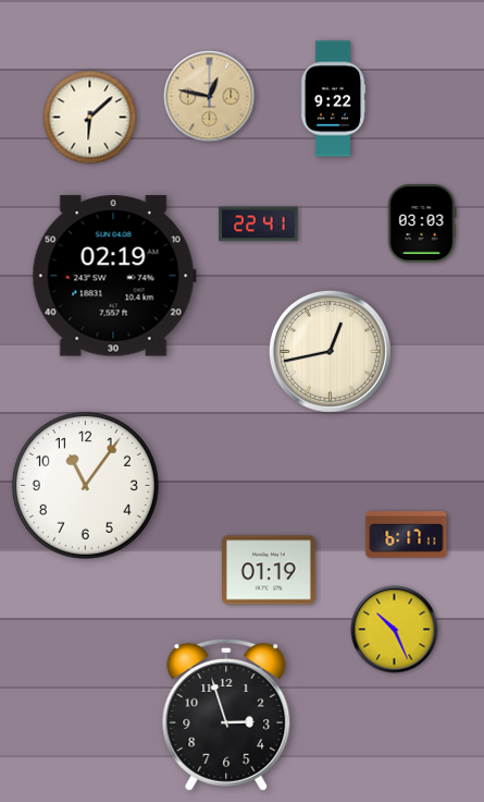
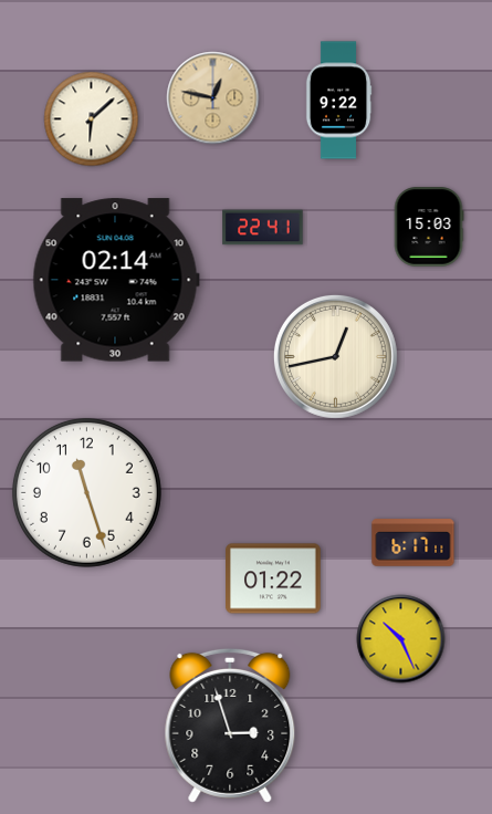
clock at (422, 223): 03:03 -> 15:03
clock at (114, 276): 02:19 -> 02:14
clock at (85, 485): 11:06 -> 11:27
clock at (270, 570): 01:19 -> 01:22
